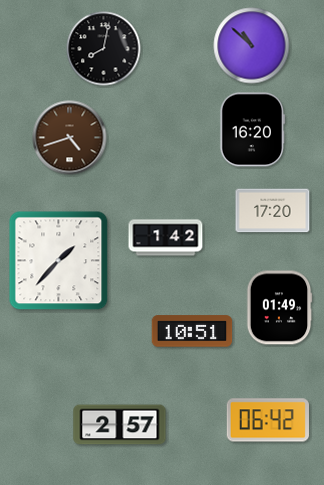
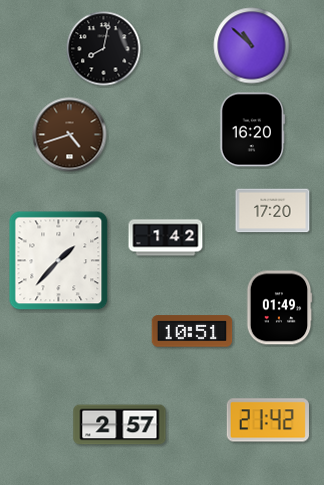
clock at (70, 138) position: (70, 138) -> (70, 135)
clock at (268, 420): 06:42 -> 21:42
